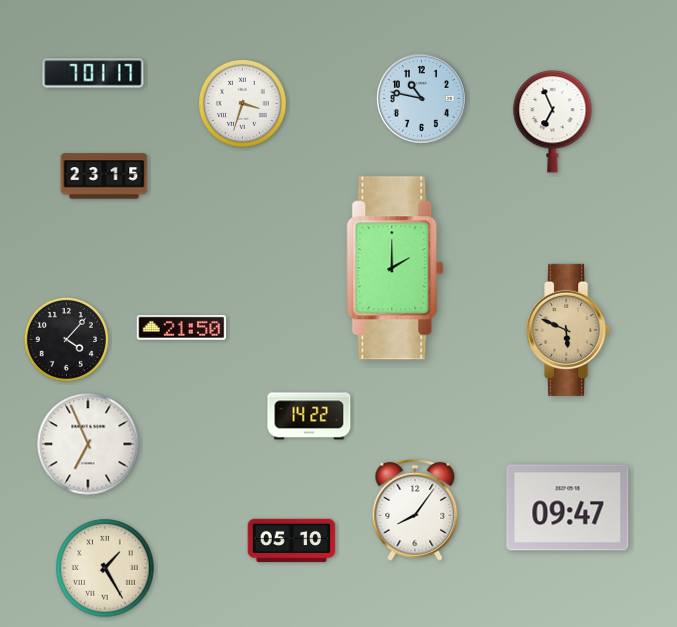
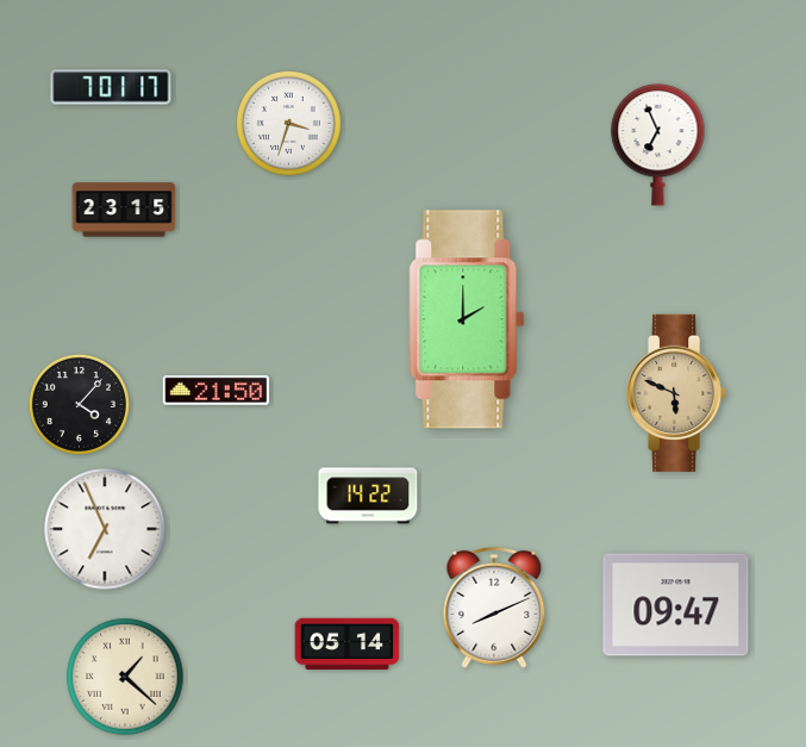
clock at (421, 98): 10:47 -> none
clock at (395, 268) position: (395, 268) -> (467, 319)
clock at (415, 510): 8:06 -> 8:11
clock at (292, 541): 05:10 -> 05:14
clock at (105, 568): 1:25 -> 1:22
